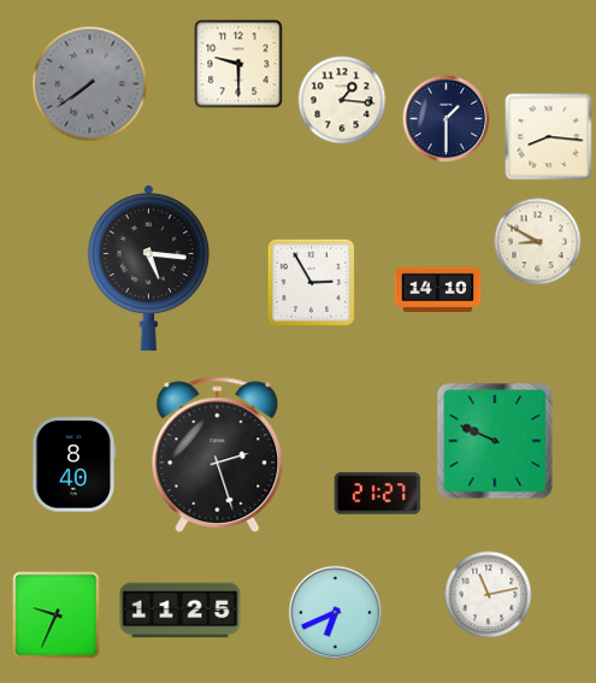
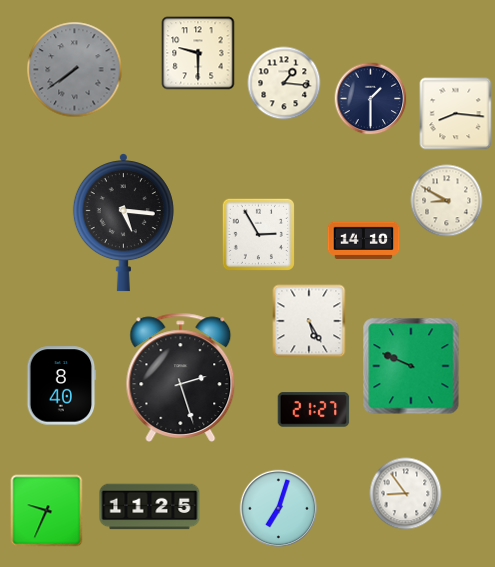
clock at (309, 321): none -> 5:25
clock at (489, 595): 11:13 -> 8:54
clock at (336, 613): 6:41 -> 7:03
